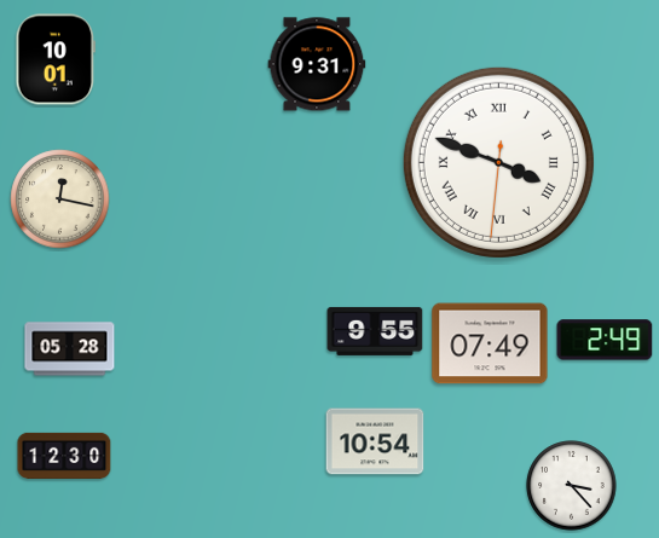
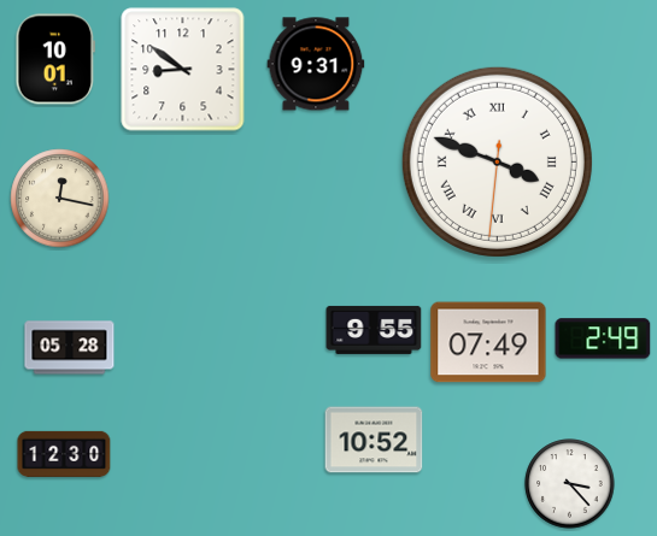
clock at (183, 70): none -> 8:51
clock at (375, 441): 10:54 -> 10:52
